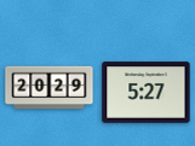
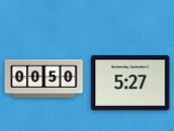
clock at (50, 88): 20:29 -> 00:50
